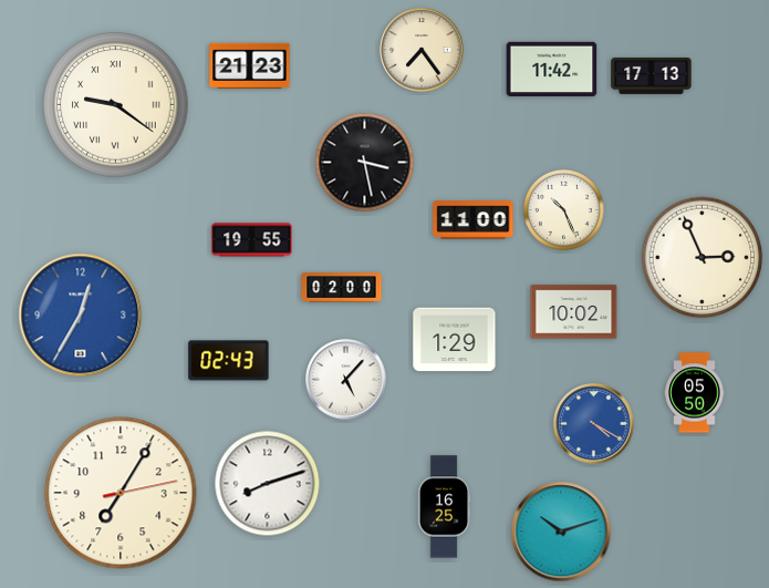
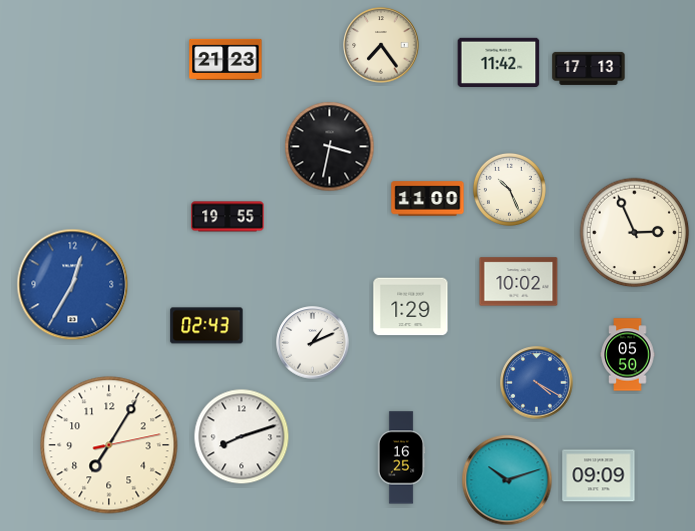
clock at (116, 105): 9:21 -> none
clock at (365, 163): 3:28 -> 3:32
clock at (342, 288): 02:00 -> none
clock at (346, 380): 5:07 -> 1:11
clock at (599, 476): none -> 09:09
